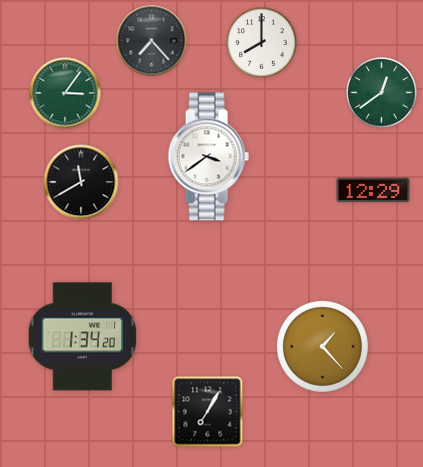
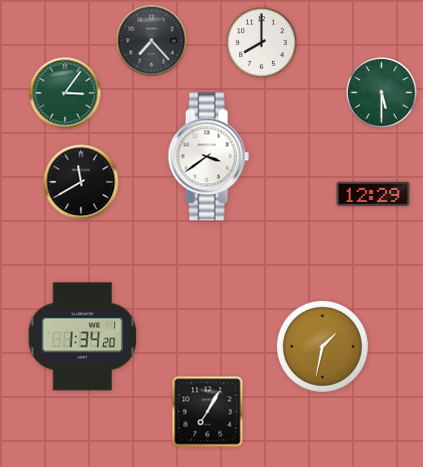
clock at (382, 93): 12:39 -> 5:30
clock at (373, 190) position: (373, 190) -> (373, 194)
clock at (322, 346): 1:23 -> 1:32
